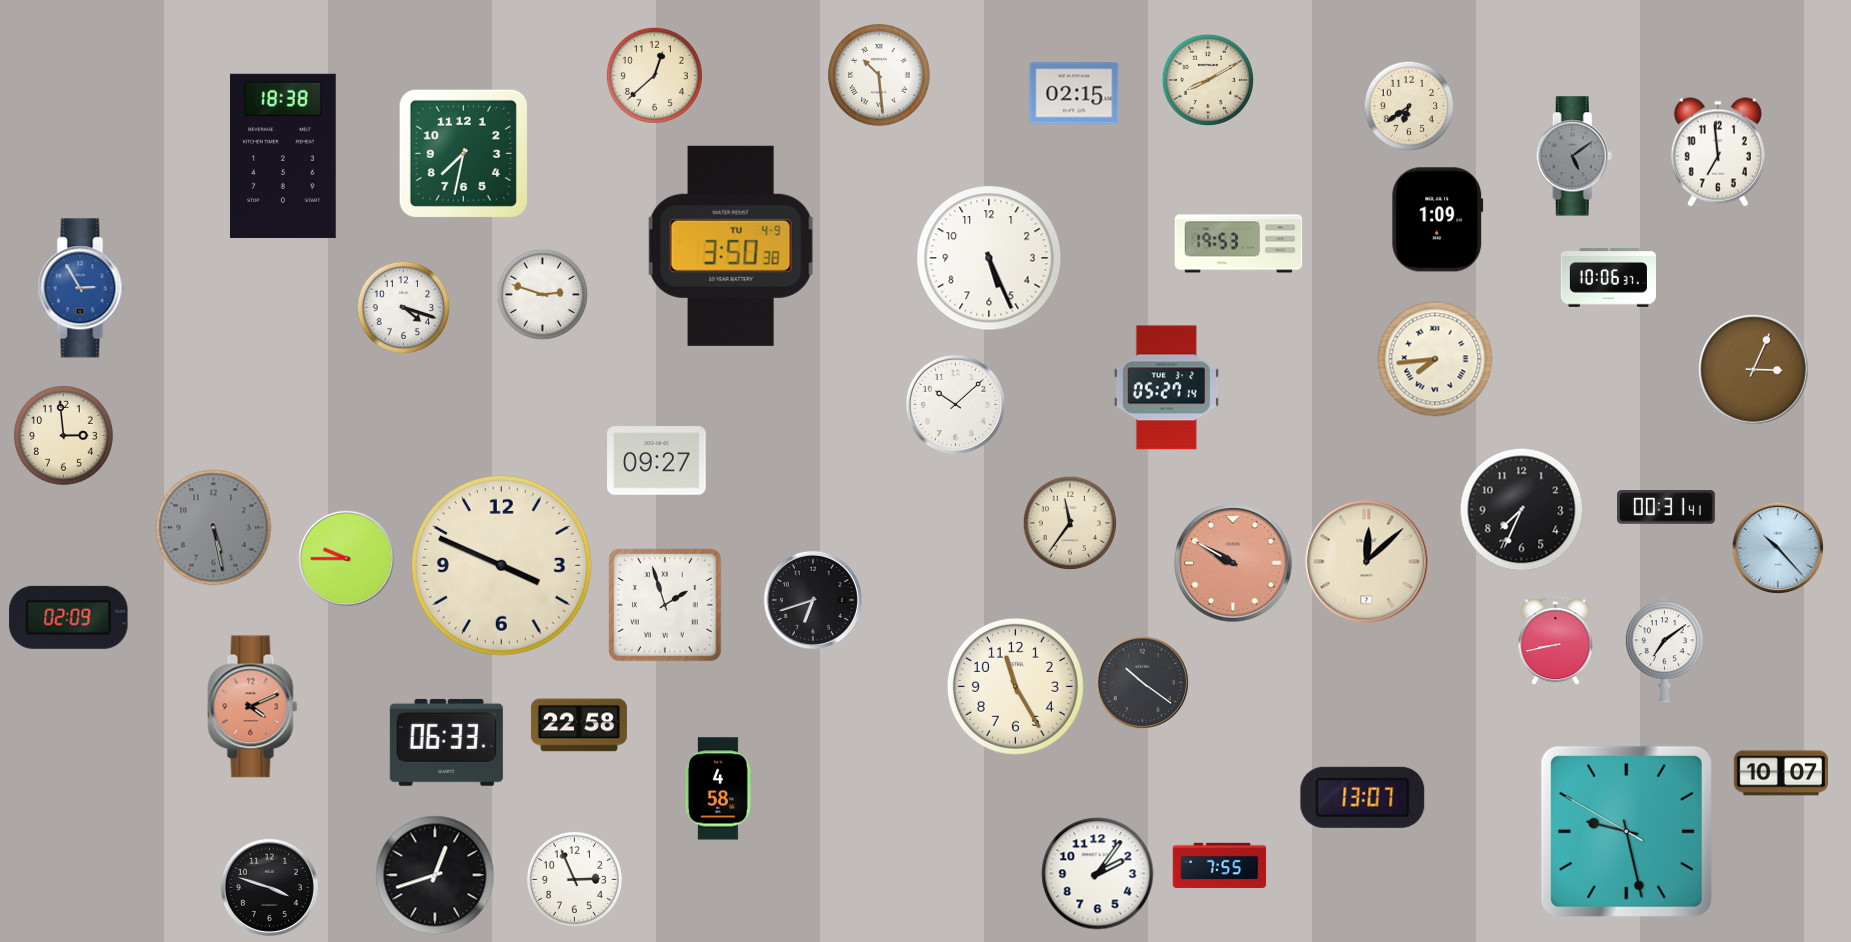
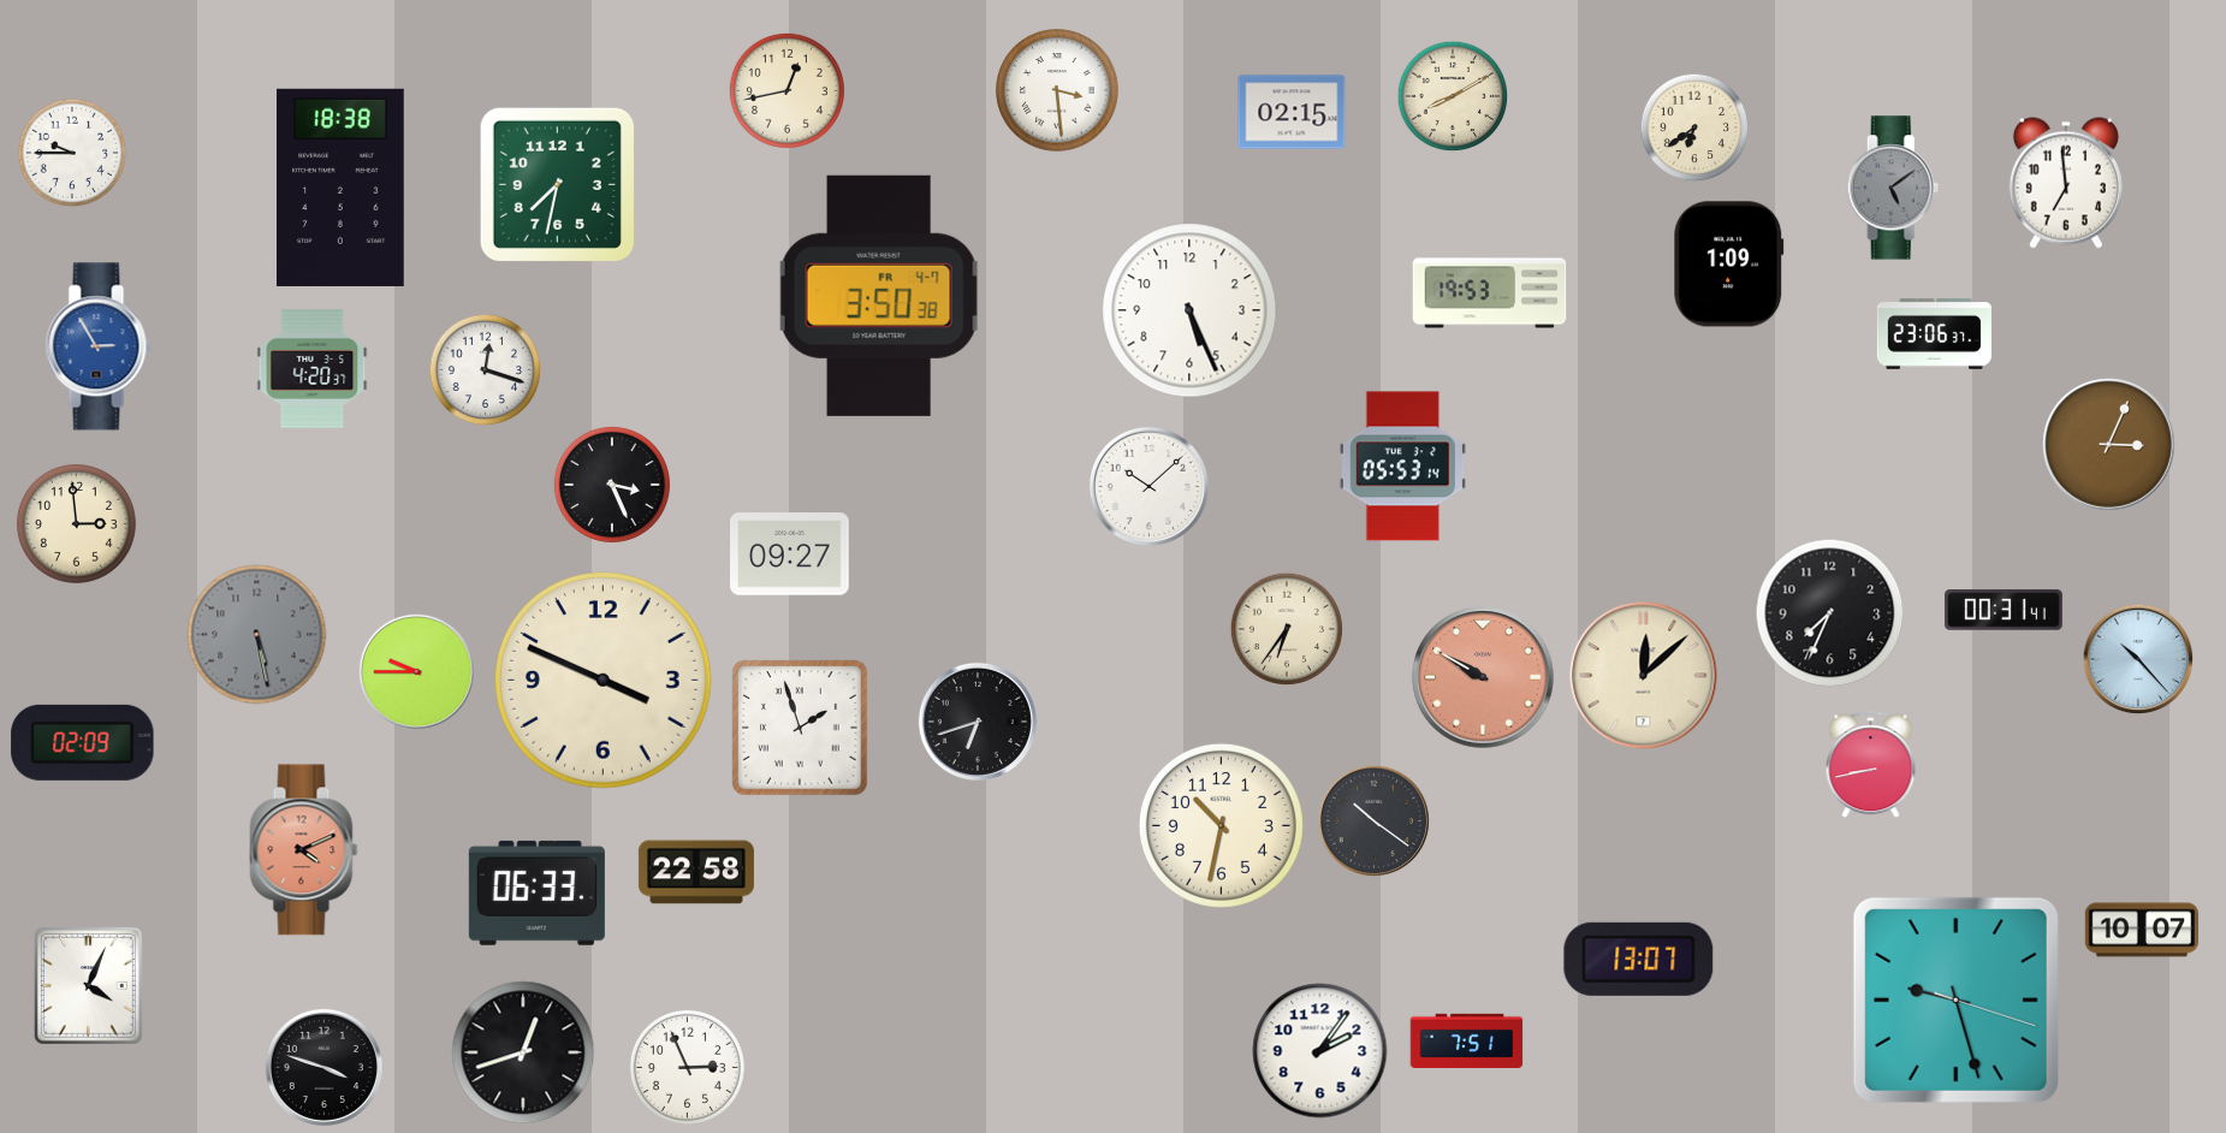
clock at (654, 75): 12:38 -> 12:43
clock at (879, 75): 10:29 -> 3:29
clock at (72, 153): none -> 9:45
clock at (731, 246) date: TU 4-9 -> FR 4-7
clock at (1608, 278): 10:06 -> 23:06
clock at (543, 295): 2:48 -> none
clock at (313, 369): none -> 4:20
clock at (403, 307): 4:18 -> 12:18
clock at (1435, 359): 7:44 -> none
clock at (1166, 388): 05:27 -> 05:53
clock at (612, 485): none -> 3:26
clock at (1069, 522): 11:36 -> 6:36
clock at (1556, 641) position: (1556, 641) -> (1871, 765)
clock at (1664, 650): 7:09 -> none
clock at (1015, 686): 11:25 -> 10:32
clock at (718, 789): 4:58 -> none
clock at (88, 985): none -> 4:04
clock at (1626, 831): 9:27:50 -> 9:27:18
clock at (1220, 865): 7:55 -> 7:51
clock at (574, 879) position: (574, 879) -> (687, 1067)
